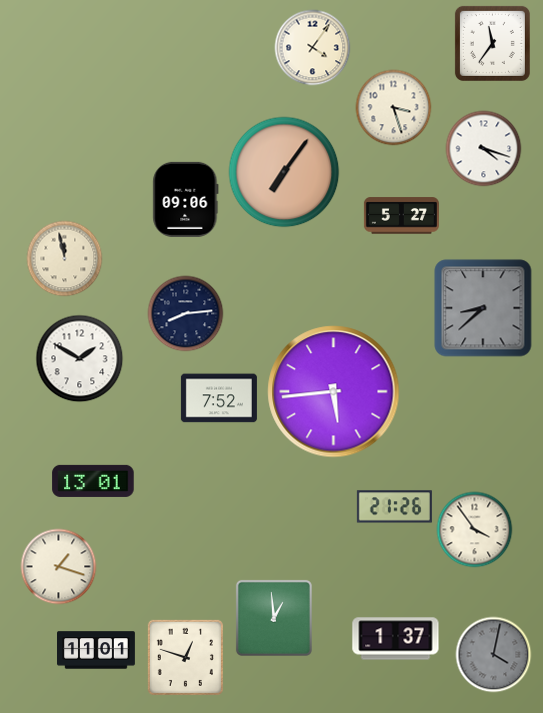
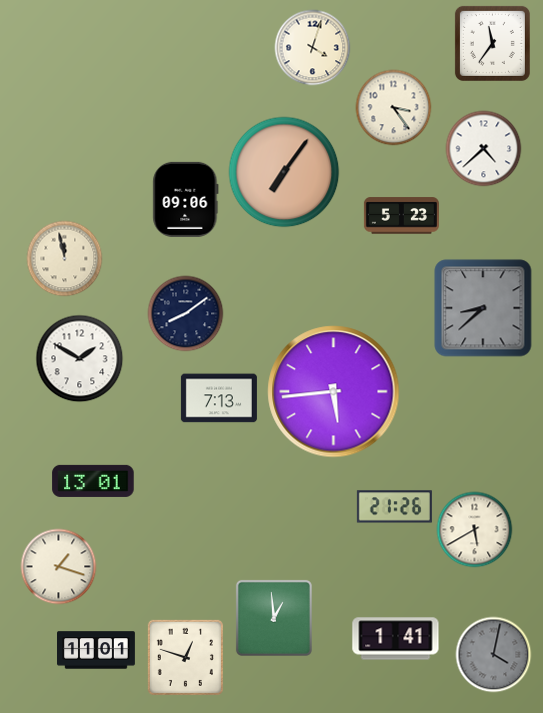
clock at (313, 48): 4:06 -> 4:03
clock at (394, 108): 3:27 -> 3:24
clock at (484, 149): 4:18 -> 4:38
clock at (401, 216): 5:27 -> 5:23
clock at (186, 314): 8:14 -> 8:09
clock at (219, 398): 7:52 -> 7:13
clock at (475, 530): 3:54 -> 5:40
clock at (396, 639): 1:37 -> 1:41
